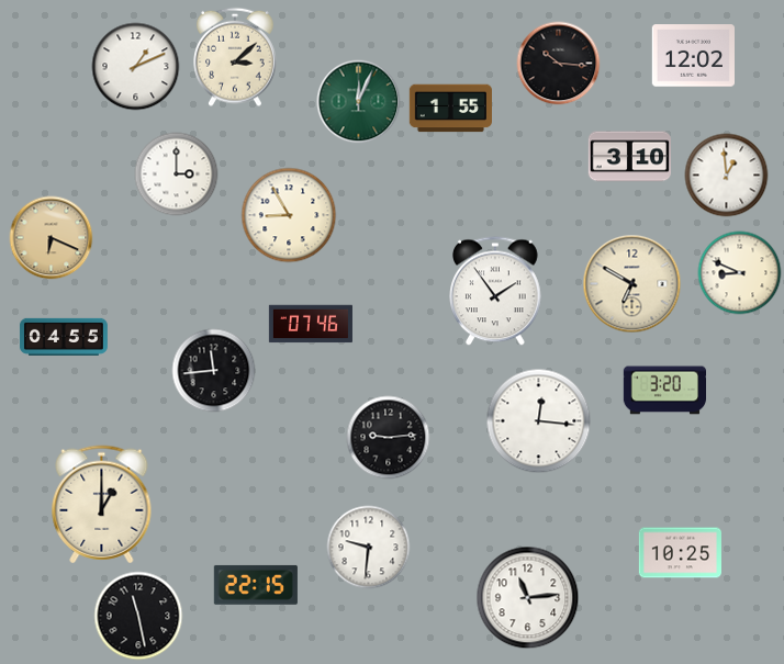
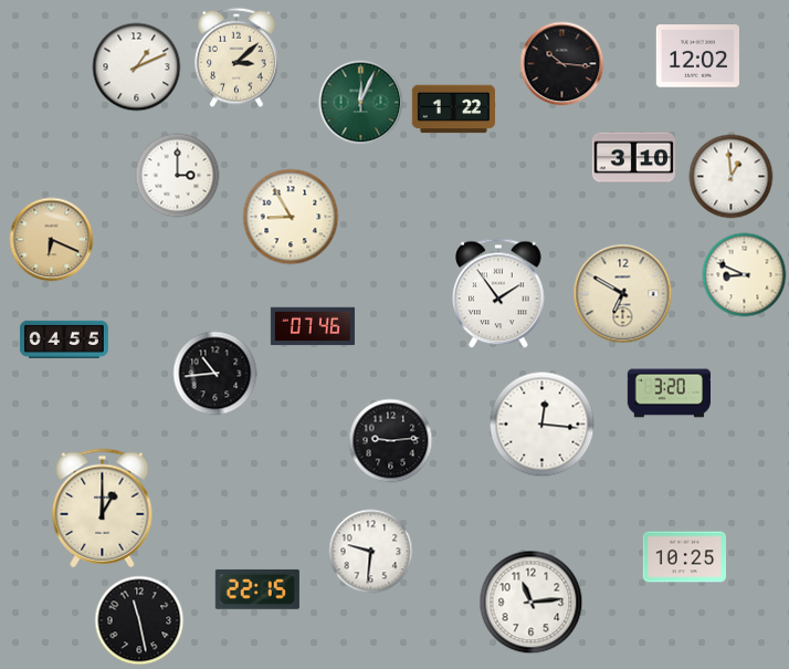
clock at (450, 109): 1:55 -> 1:22
clock at (632, 284) position: (632, 284) -> (623, 294)
clock at (214, 371): 11:44 -> 10:44
